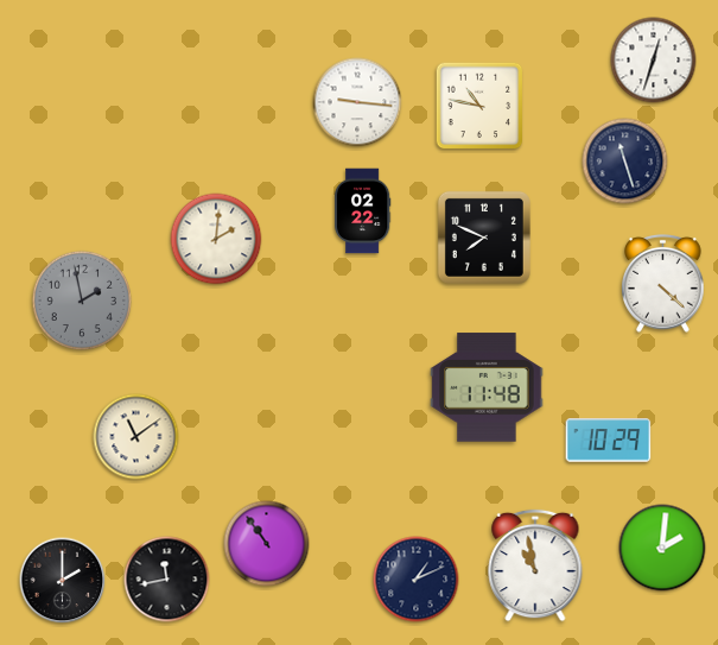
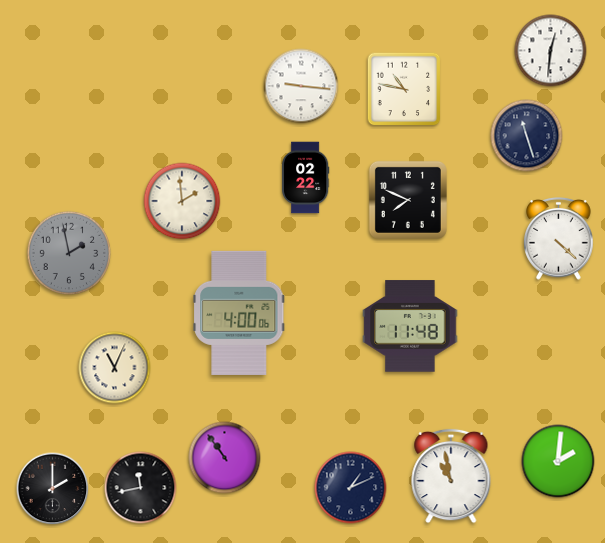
clock at (654, 61): 12:33 -> 12:31
clock at (216, 239): 2:01 -> 1:59
clock at (239, 313): none -> 4:00
clock at (136, 437): 11:09 -> 11:04
clock at (609, 441): 10:29 -> none
